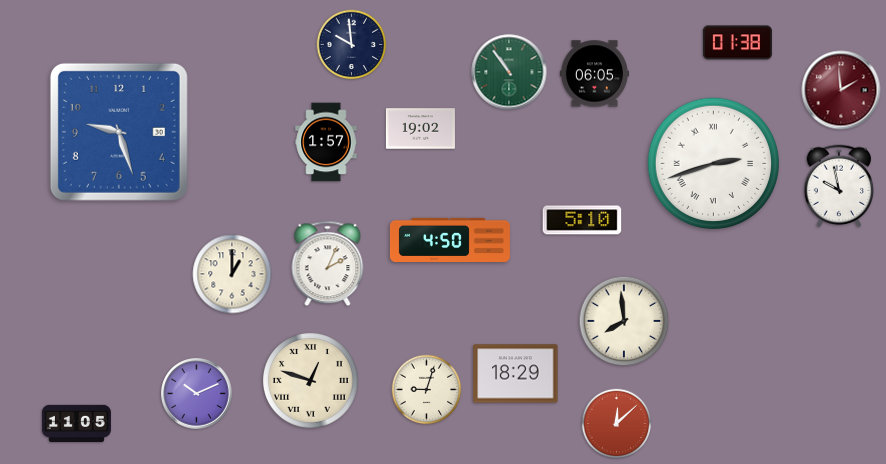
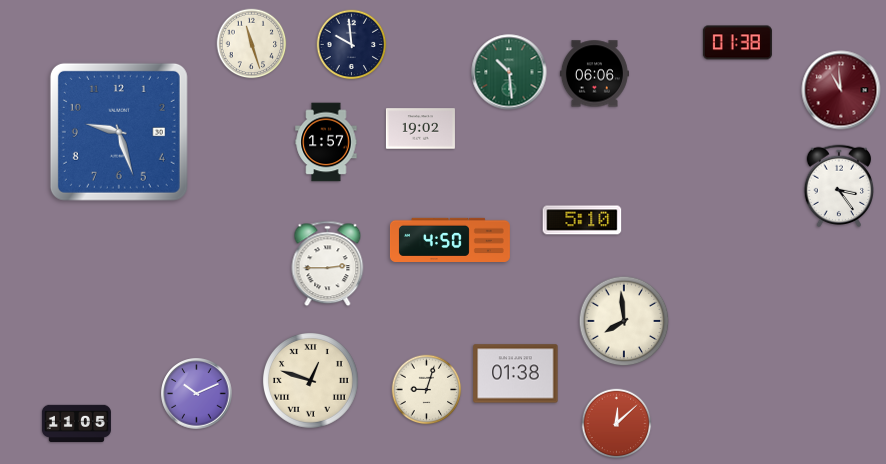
clock at (252, 44): none -> 11:27
clock at (509, 72): 10:54 -> 10:29
clock at (594, 74): 06:05 -> 06:06
clock at (841, 90): 1:59 -> 10:59
clock at (713, 163): 2:42 -> none
clock at (839, 186): 9:58 -> 3:24
clock at (328, 264): 2:04 -> 2:45
clock at (232, 274): 1:00 -> none
clock at (516, 374): 18:29 -> 01:38
